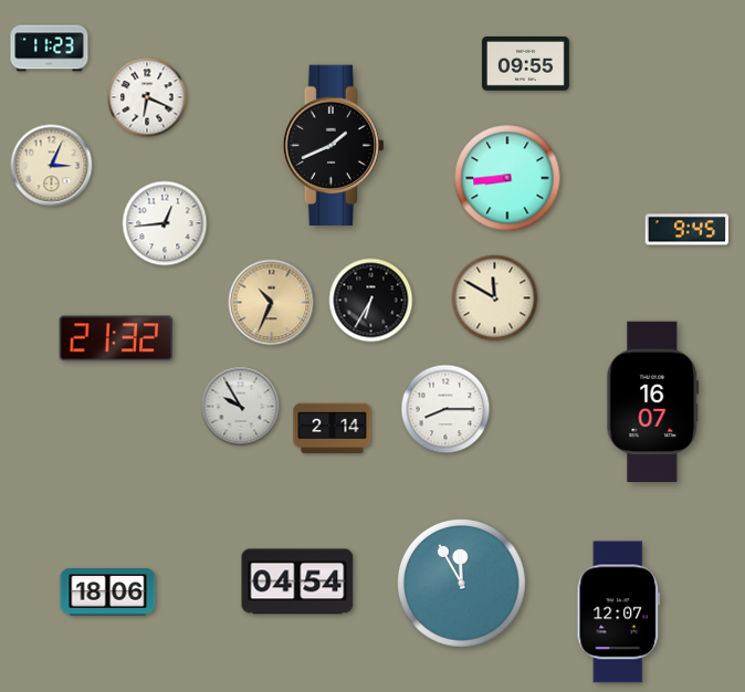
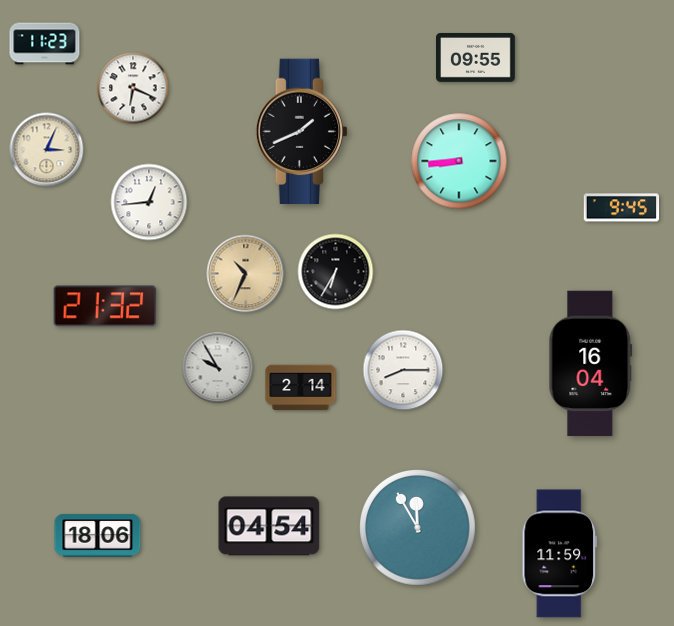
clock at (495, 298): 11:50 -> none
clock at (653, 402): 16:07 -> 16:04
clock at (619, 612): 12:07 -> 11:59
